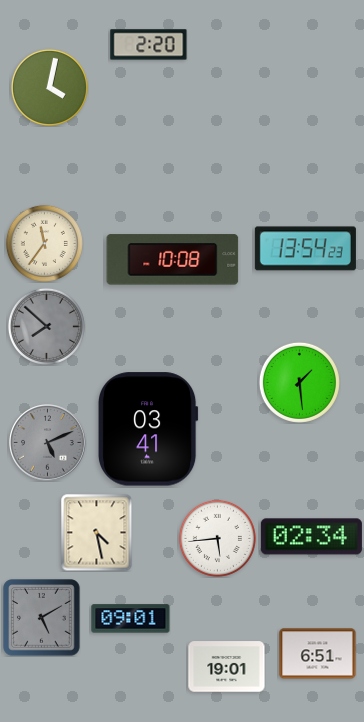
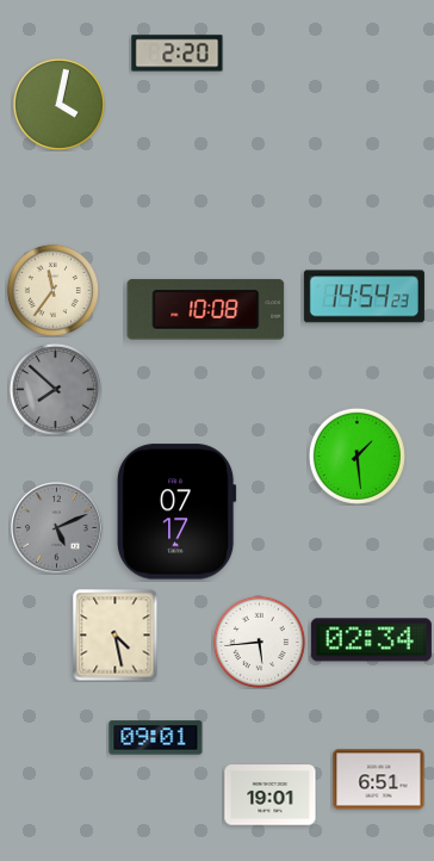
clock at (305, 249): 13:54 -> 14:54
clock at (148, 429): 03:41 -> 07:17
clock at (42, 618): 5:10 -> none
